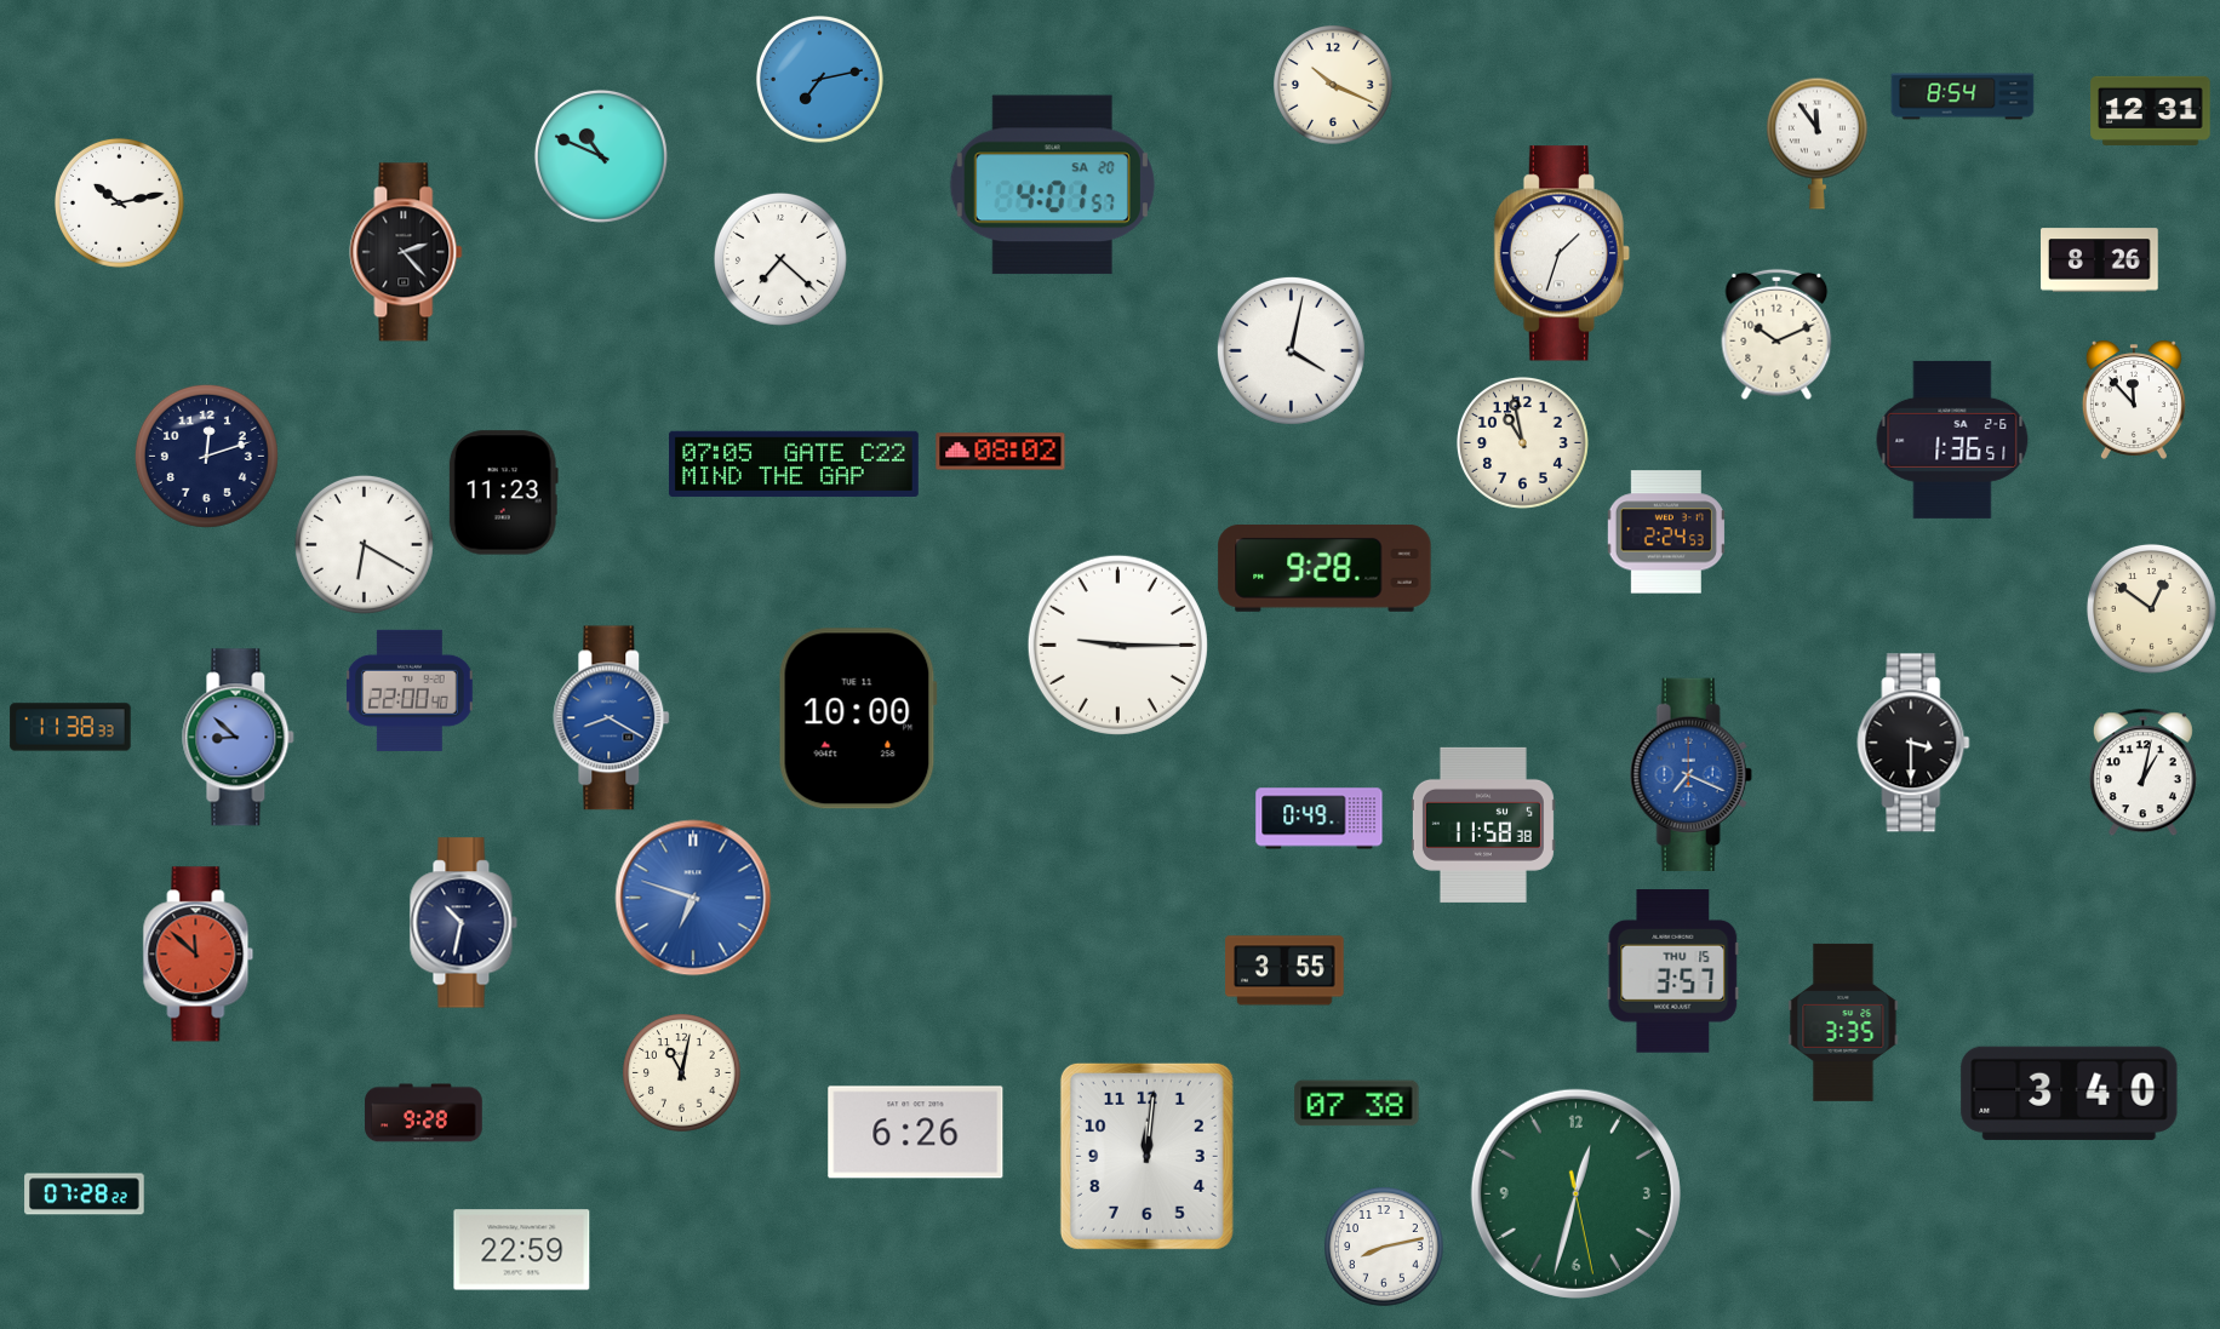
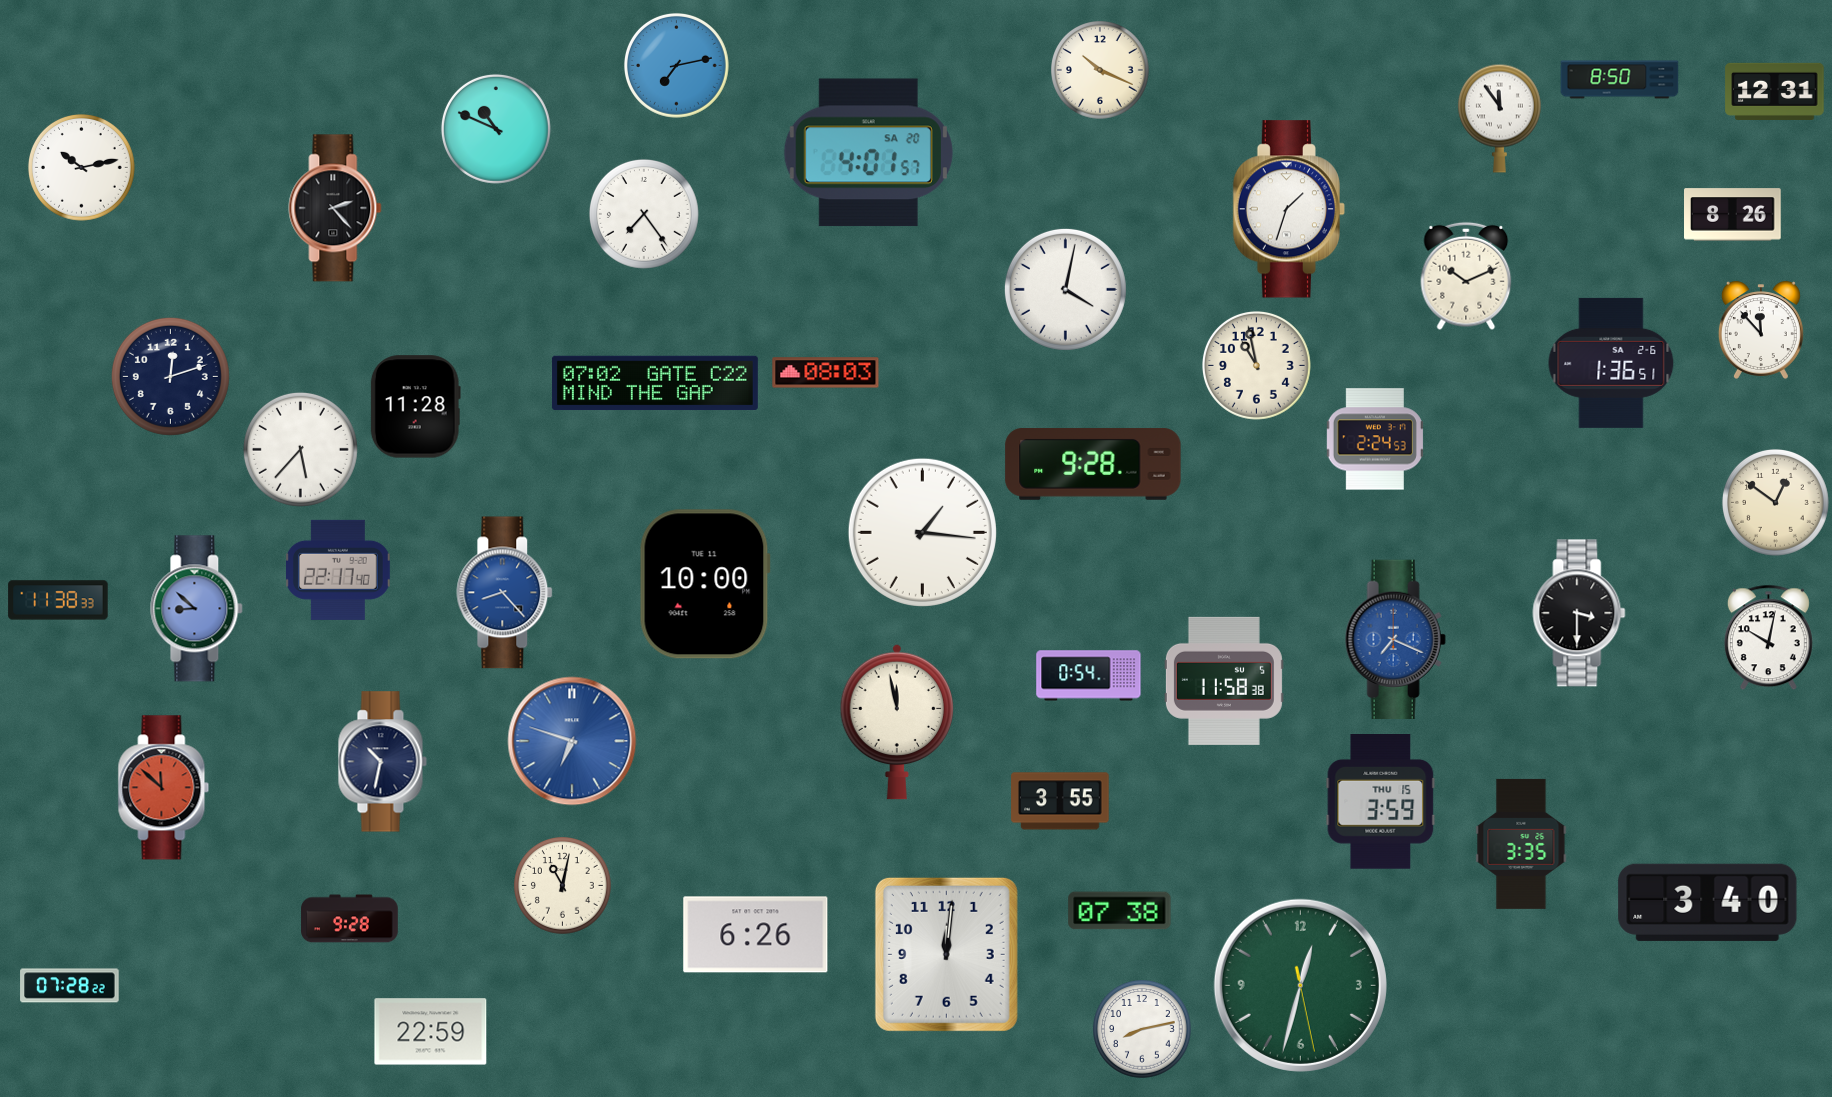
clock at (1963, 97): 8:54 -> 8:50
clock at (119, 202) position: (119, 202) -> (81, 167)
clock at (780, 259): 7:22 -> 7:24
clock at (1001, 452): 08:02 -> 08:03
clock at (795, 464): 07:05 -> 07:02
clock at (503, 493): 11:23 -> 11:28
clock at (364, 544): 6:20 -> 5:37
clock at (1324, 569) position: (1324, 569) -> (1093, 465)
clock at (1117, 645): 9:15 -> 1:16
clock at (411, 691): 22:00 -> 22:17
clock at (612, 718): 8:20 -> 8:23
clock at (858, 718) position: (858, 718) -> (705, 584)
clock at (2142, 773): 1:02 -> 10:02
clock at (1320, 819): 0:49 -> 0:54
clock at (896, 722): none -> 11:58
clock at (1673, 972): 3:57 -> 3:59
